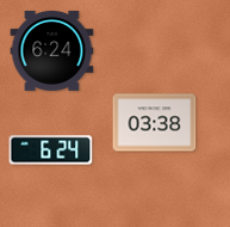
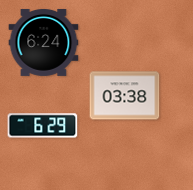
clock at (155, 123) position: (155, 123) -> (125, 96)
clock at (51, 151): 6:24 -> 6:29
